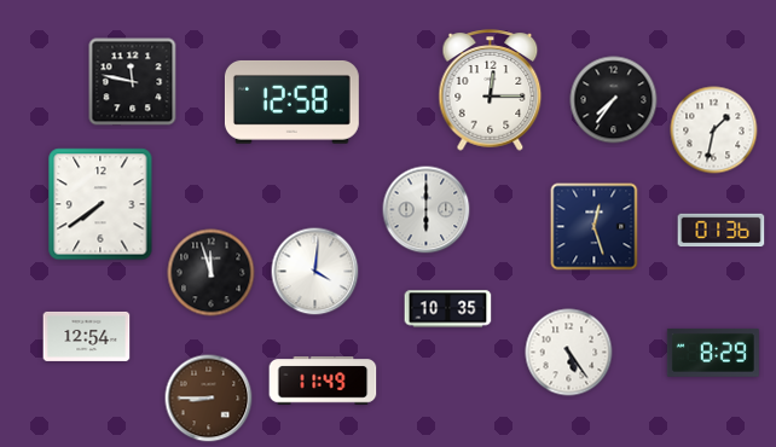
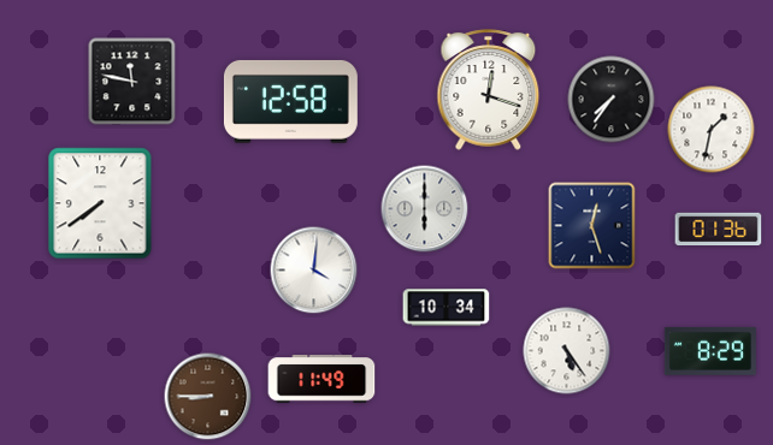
clock at (491, 91): 12:15 -> 12:18
clock at (212, 273): 11:57 -> none
clock at (448, 309): 10:35 -> 10:34
clock at (87, 336): 12:54 -> none
